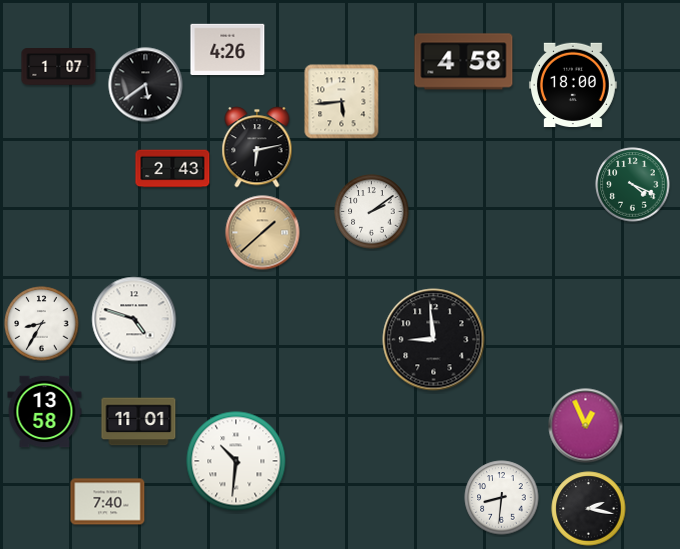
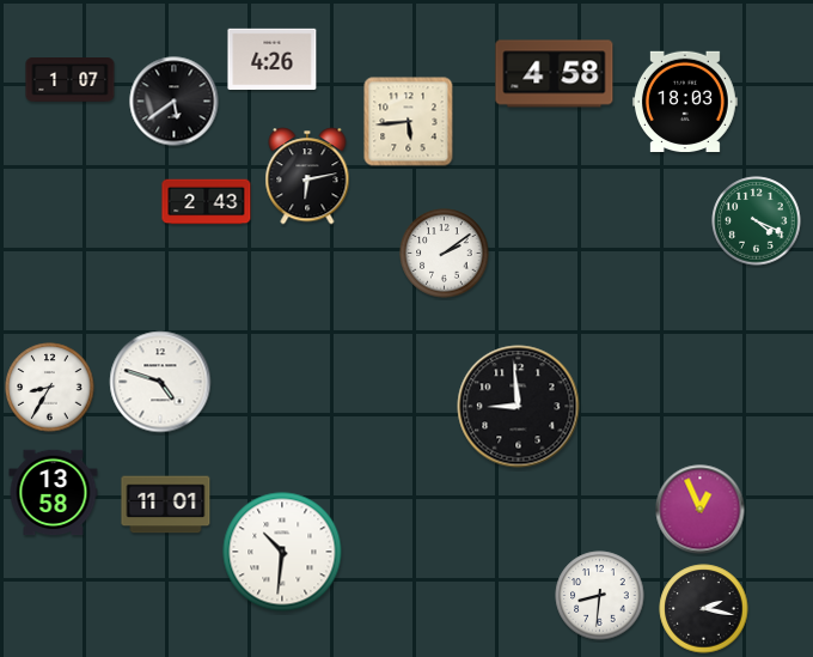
clock at (573, 84): 18:00 -> 18:03
clock at (263, 233): 1:38 -> none
clock at (108, 502): 7:40 -> none
